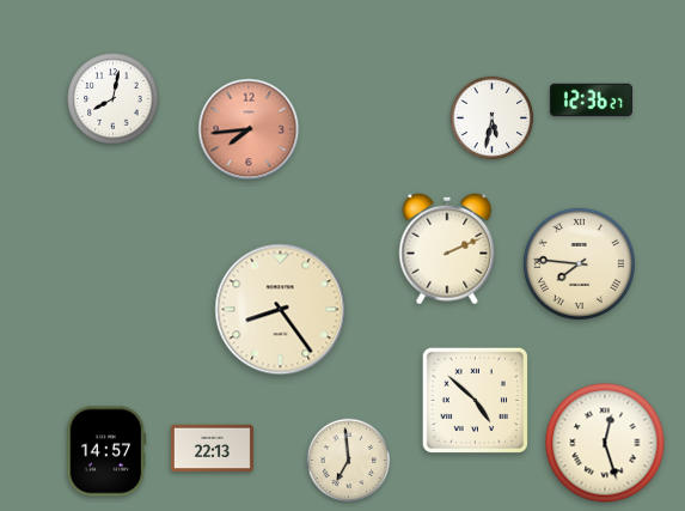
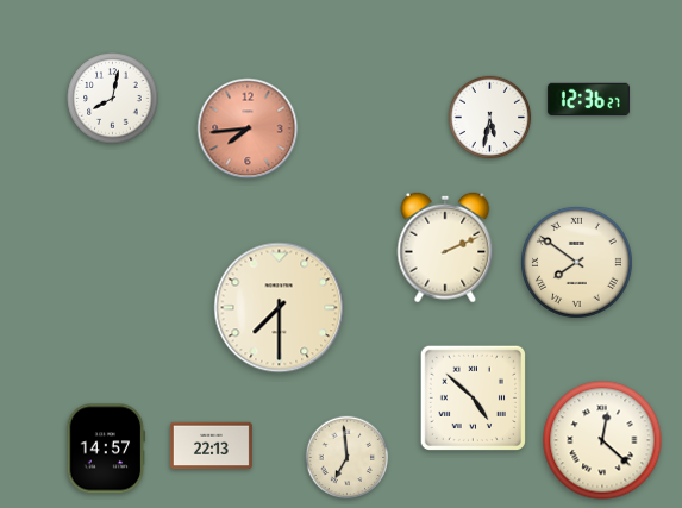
clock at (579, 263): 7:46 -> 7:51
clock at (281, 310): 8:24 -> 7:30
clock at (605, 443): 12:27 -> 12:22
